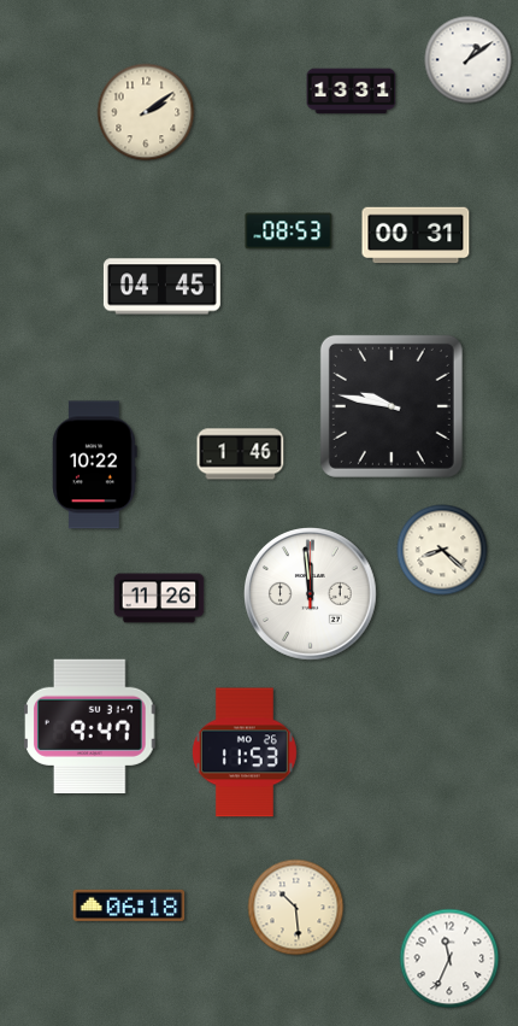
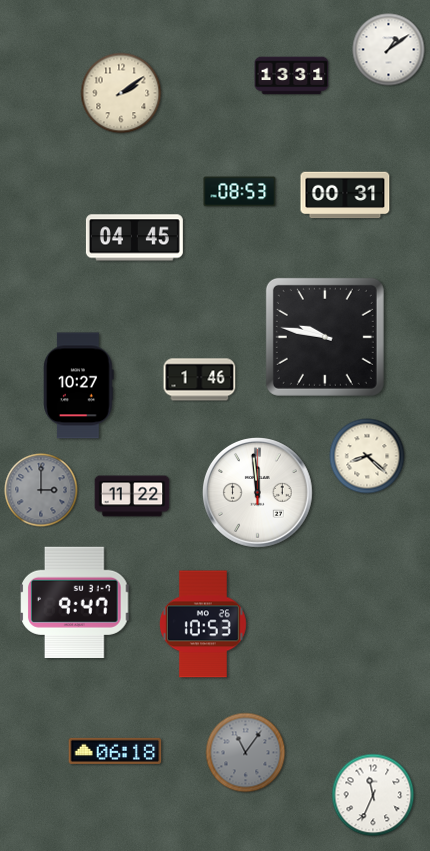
clock at (241, 455) position: (241, 455) -> (200, 380)
clock at (95, 465): 10:22 -> 10:27
clock at (41, 490): none -> 3:00
clock at (159, 598): 11:26 -> 11:22
clock at (245, 752): 11:53 -> 10:53
clock at (129, 905) position: (129, 905) -> (115, 751)
clock at (296, 908): 10:29 -> 11:06
clock at (296, 908) dial: cream -> grey
